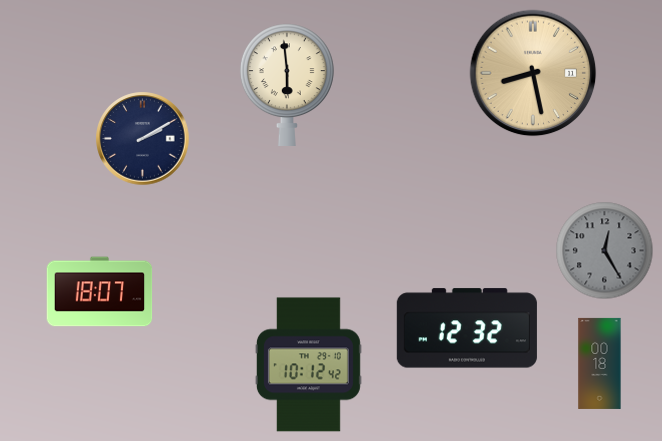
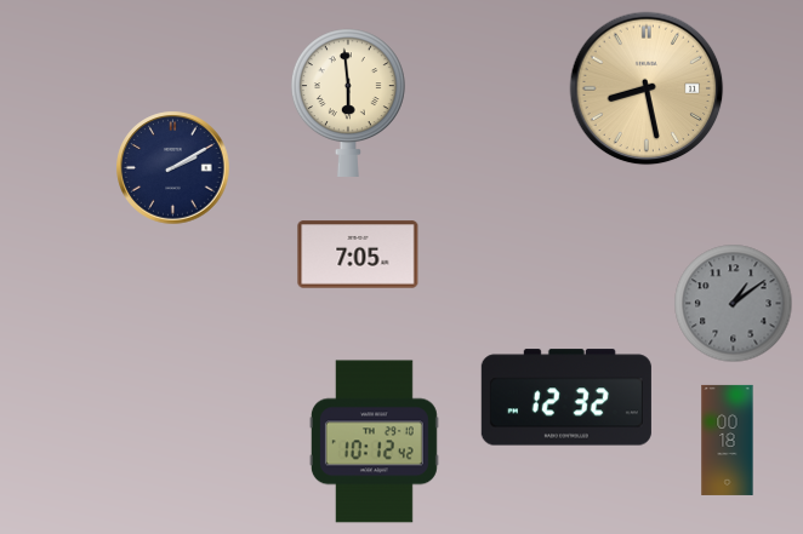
clock at (358, 254): none -> 7:05
clock at (605, 251): 12:25 -> 1:09
clock at (100, 292): 18:07 -> none
